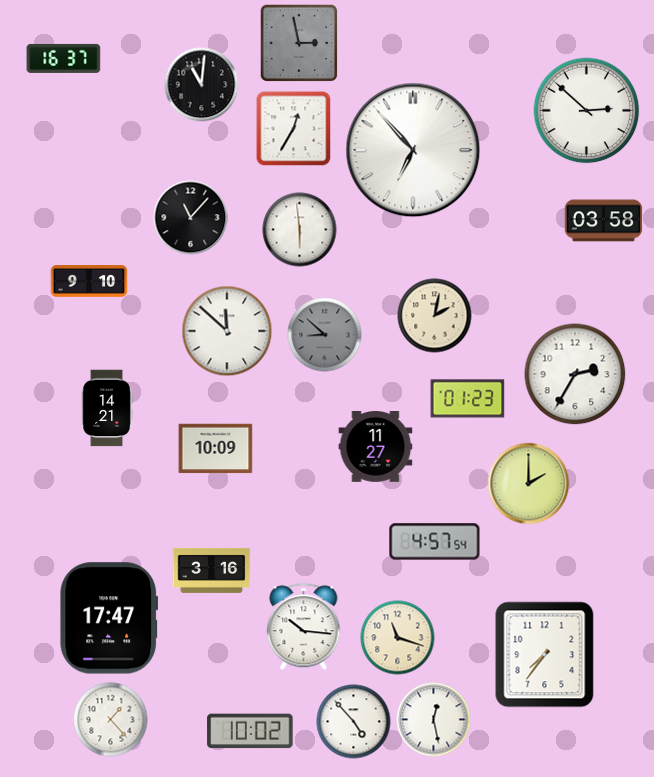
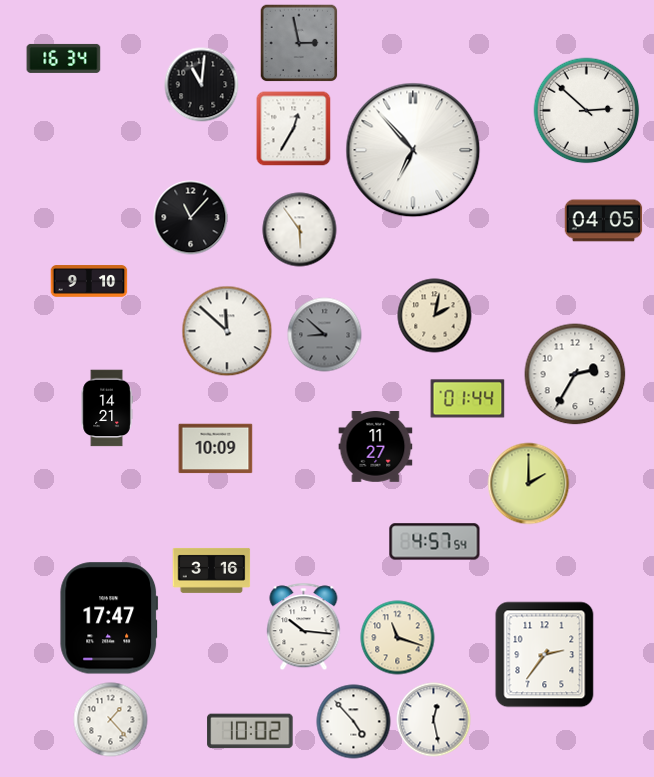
clock at (64, 58): 16:37 -> 16:34
clock at (604, 221): 03:58 -> 04:05
clock at (300, 230): 5:59 -> 5:54
clock at (468, 399): 01:23 -> 01:44
clock at (545, 655): 7:36 -> 2:36
